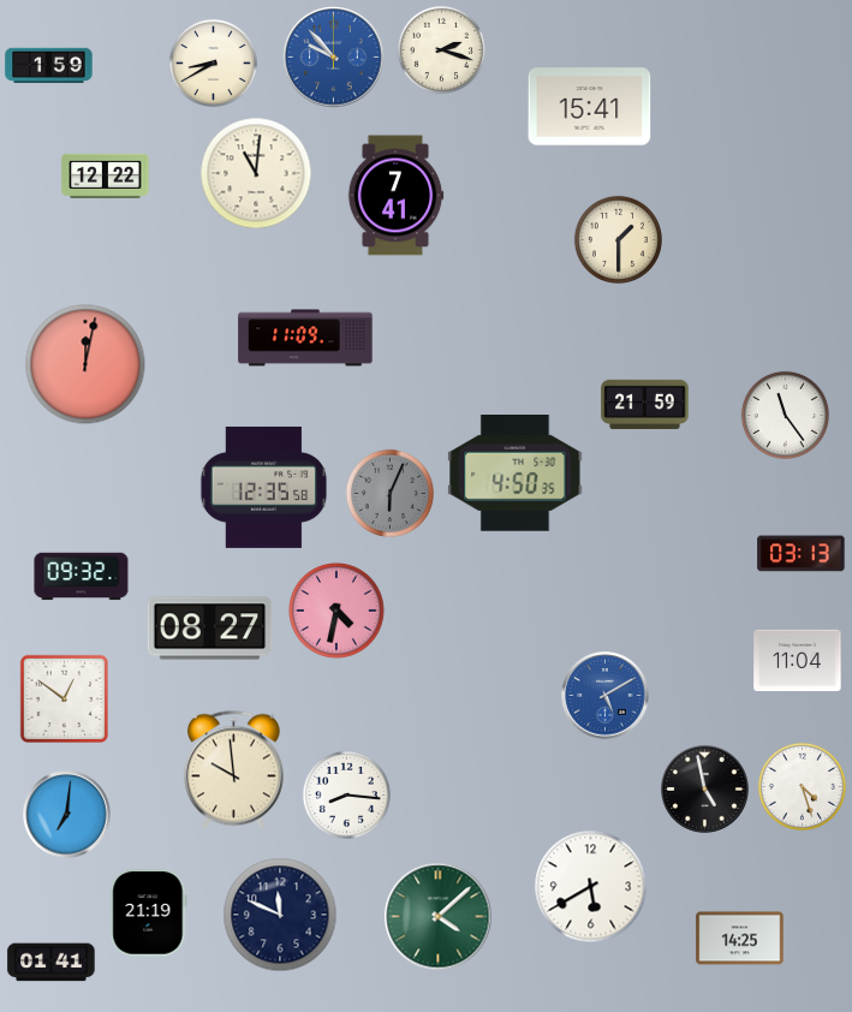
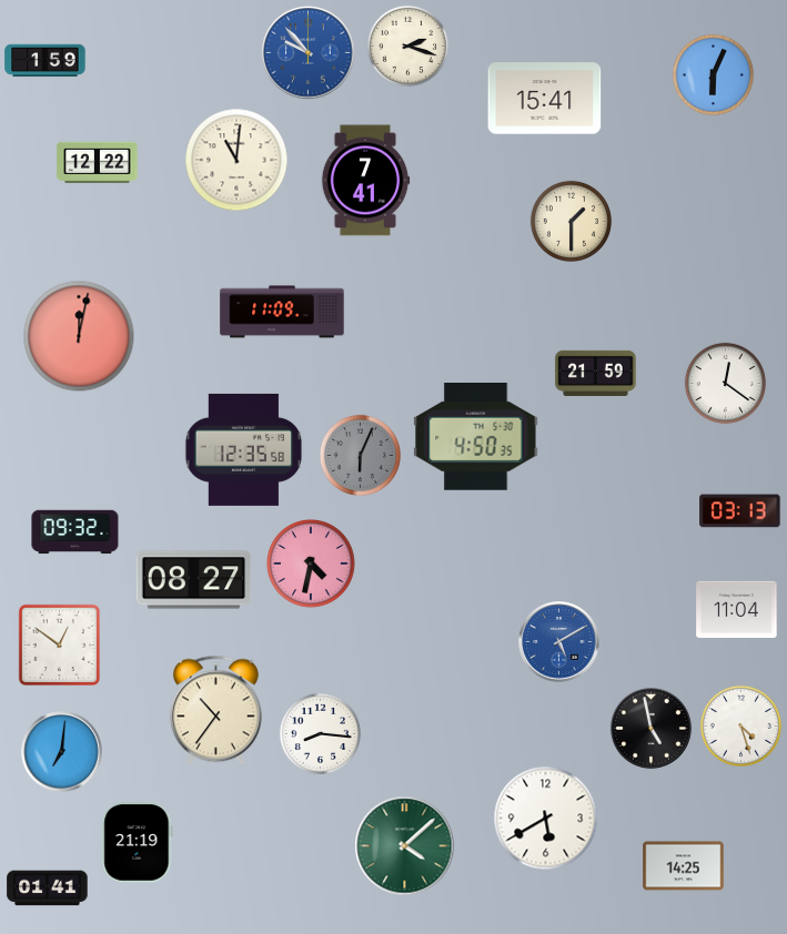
clock at (213, 62): 8:40 -> none
clock at (713, 74): none -> 6:04
clock at (785, 415): 11:24 -> 12:21
clock at (233, 770): 9:59 -> 10:36
clock at (280, 915): 11:49 -> none
